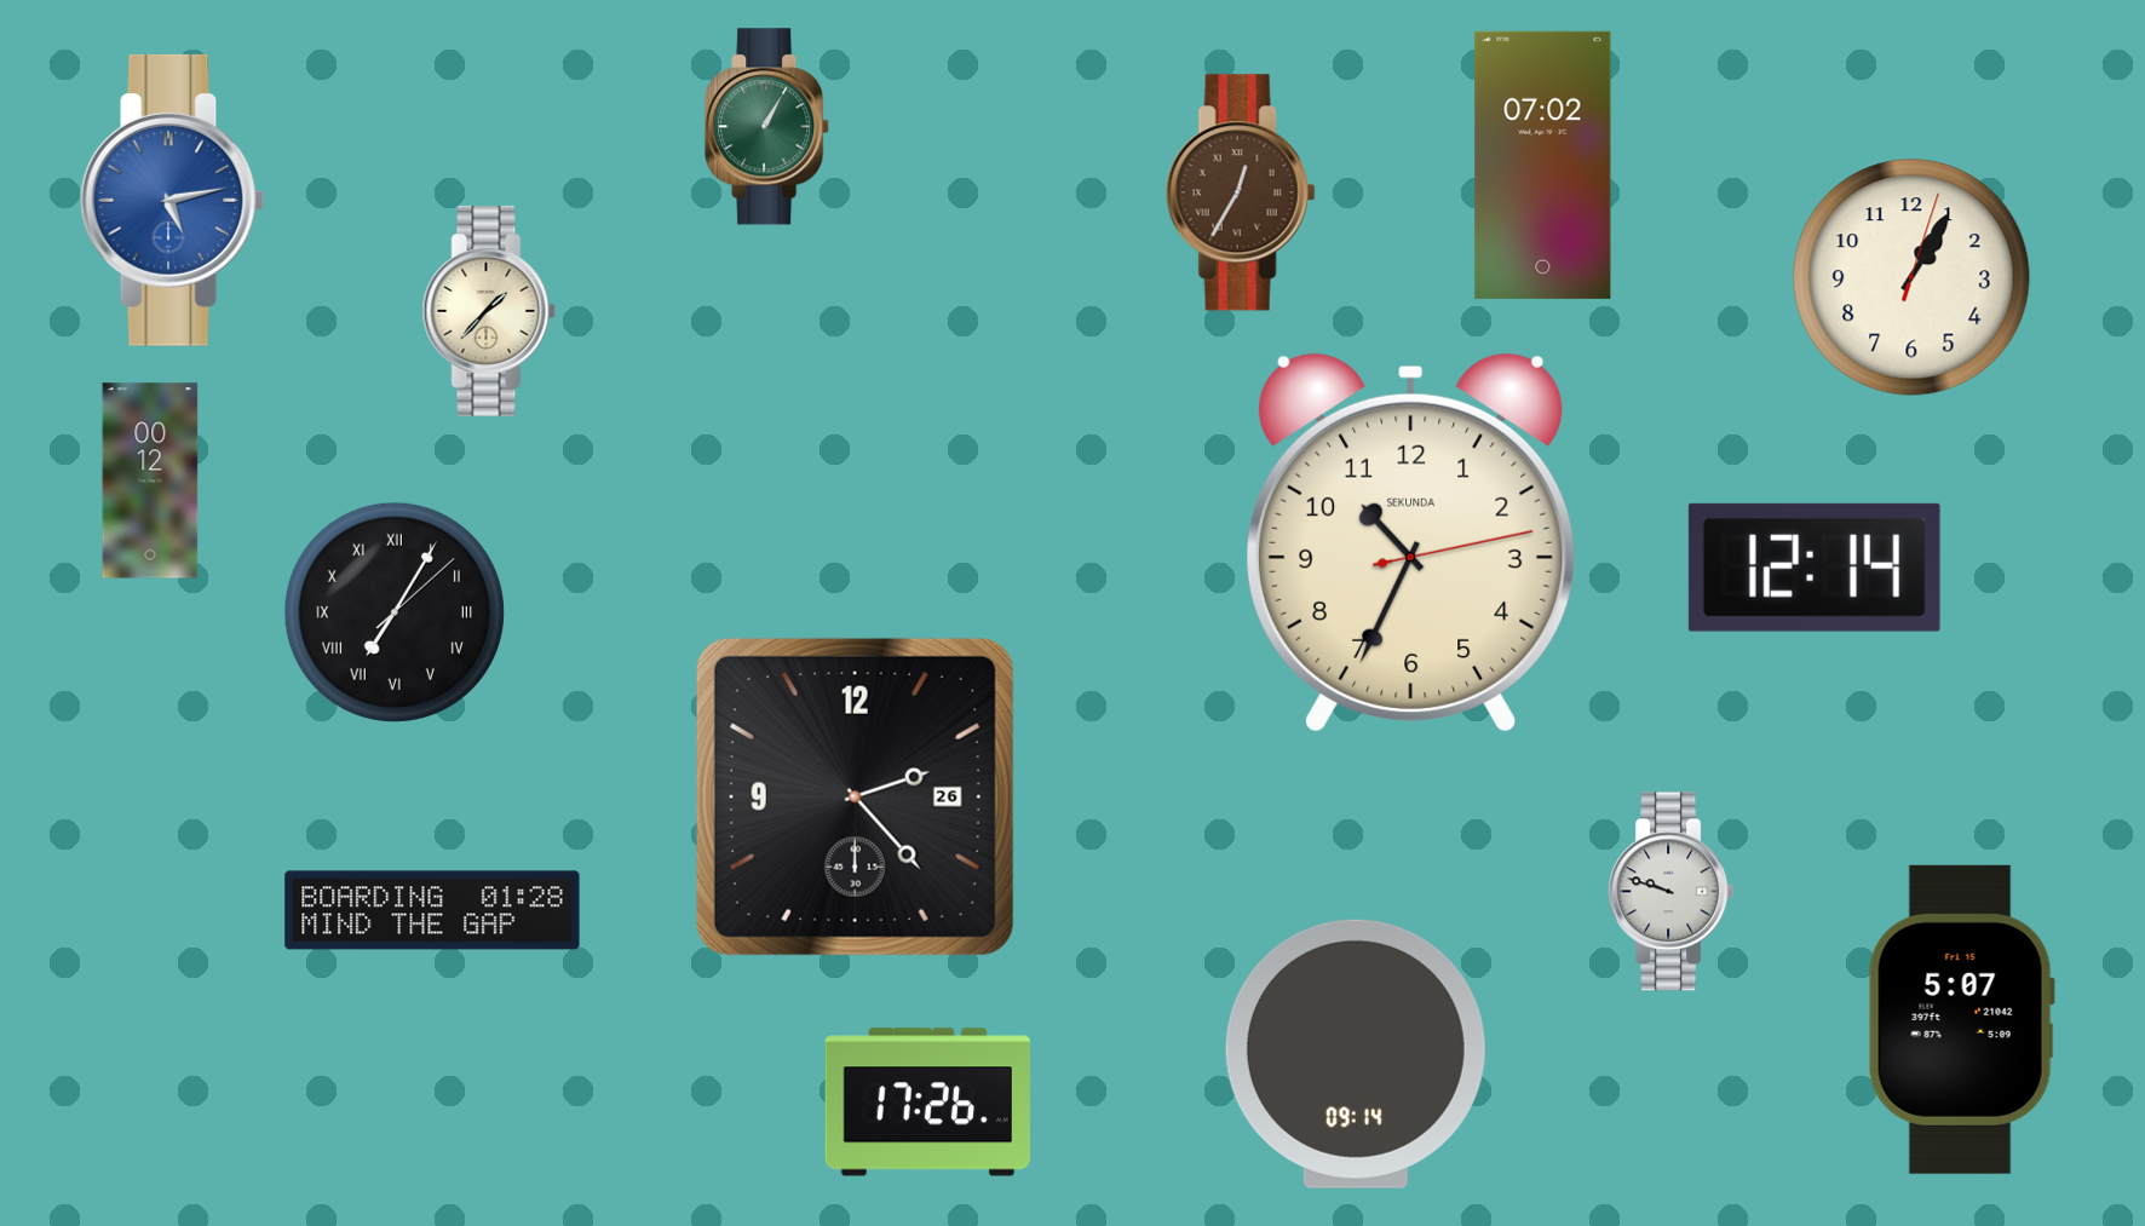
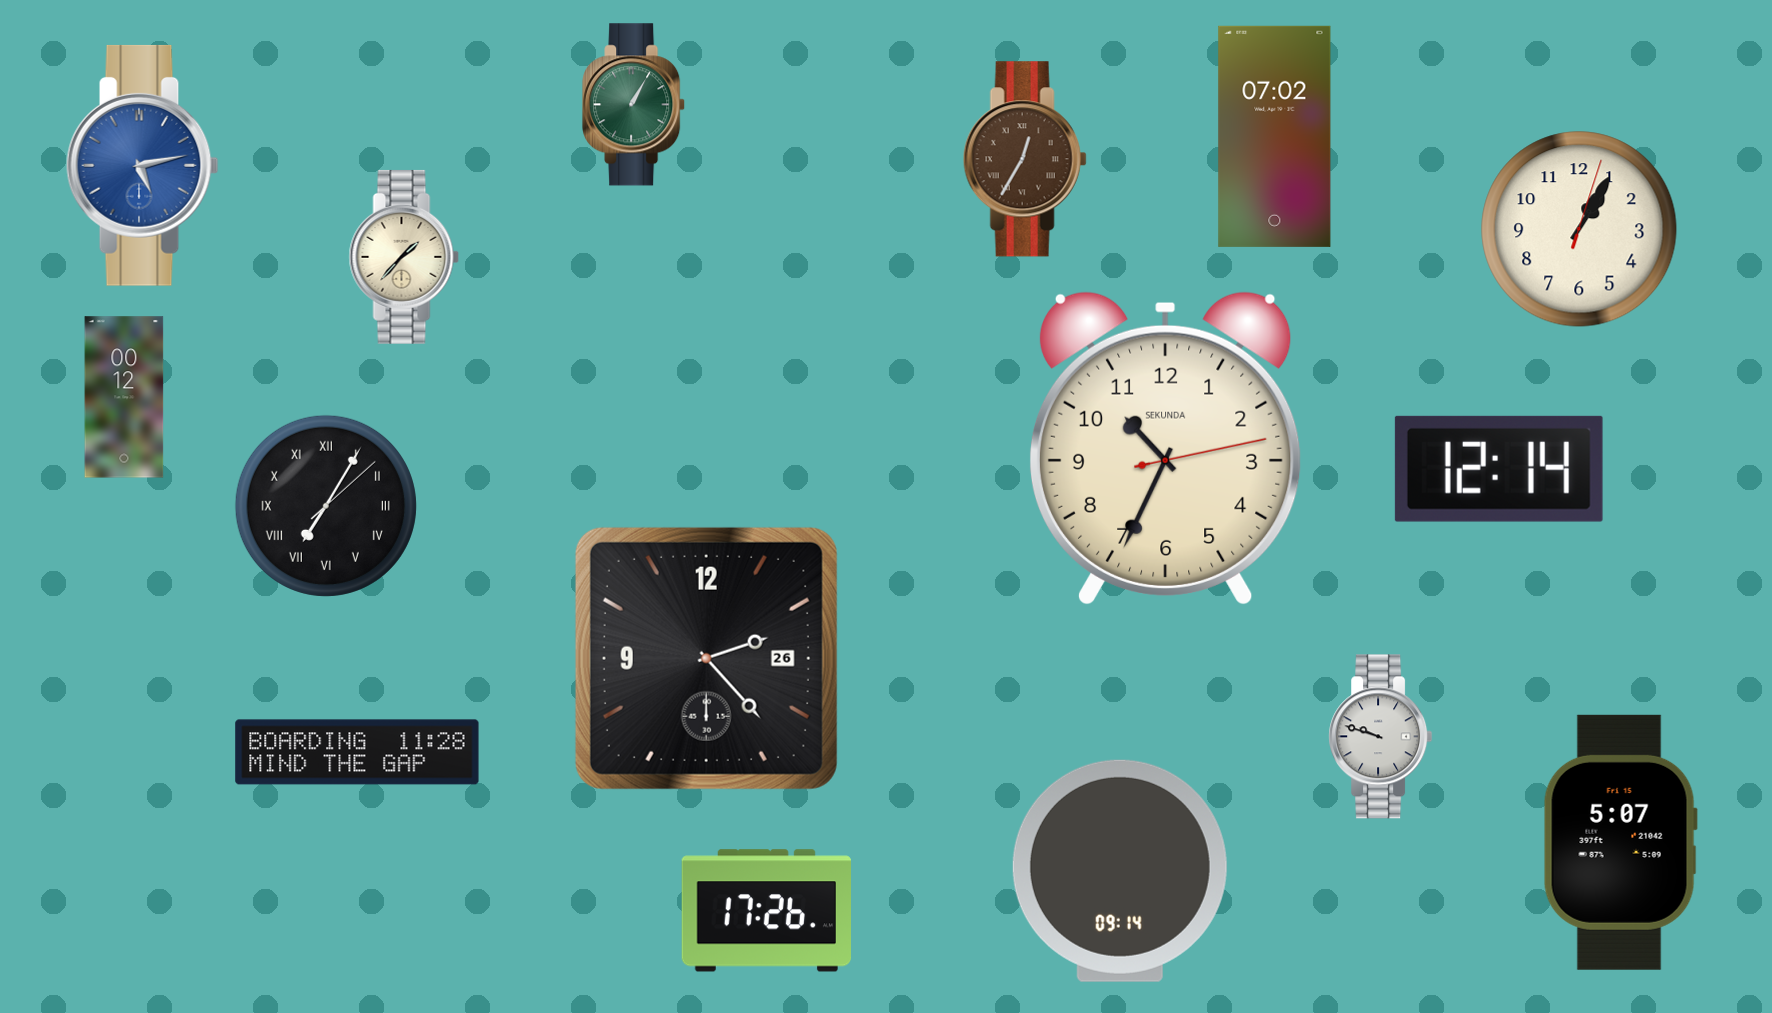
clock at (432, 910): 01:28 -> 11:28
